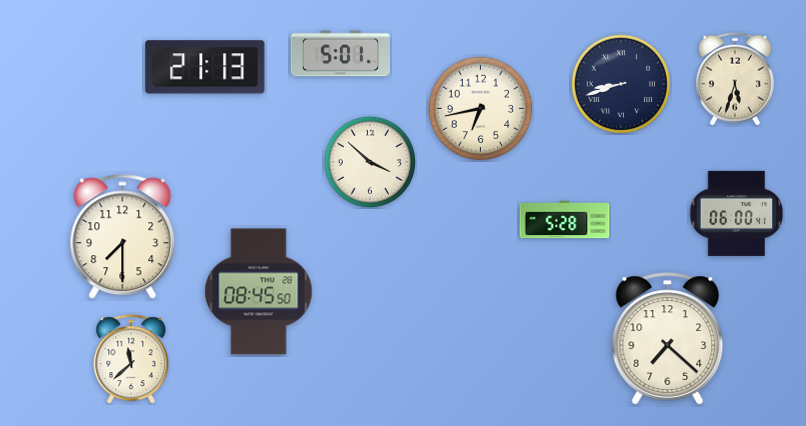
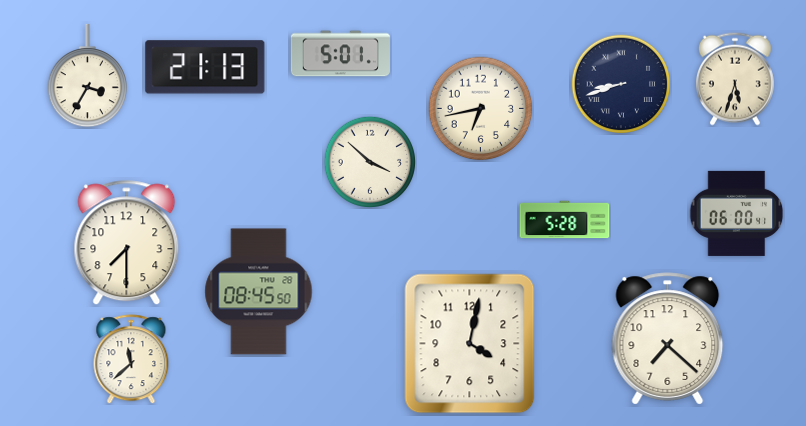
clock at (88, 76): none -> 3:35
clock at (123, 237) position: (123, 237) -> (127, 243)
clock at (470, 344): none -> 4:02
